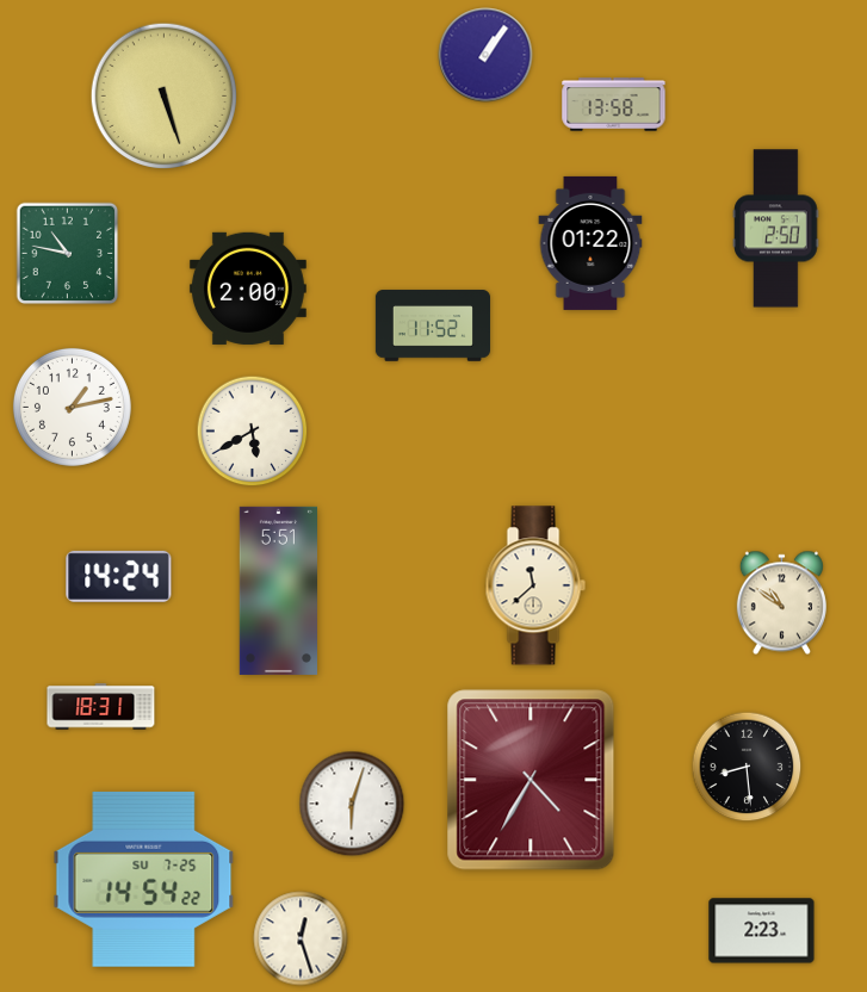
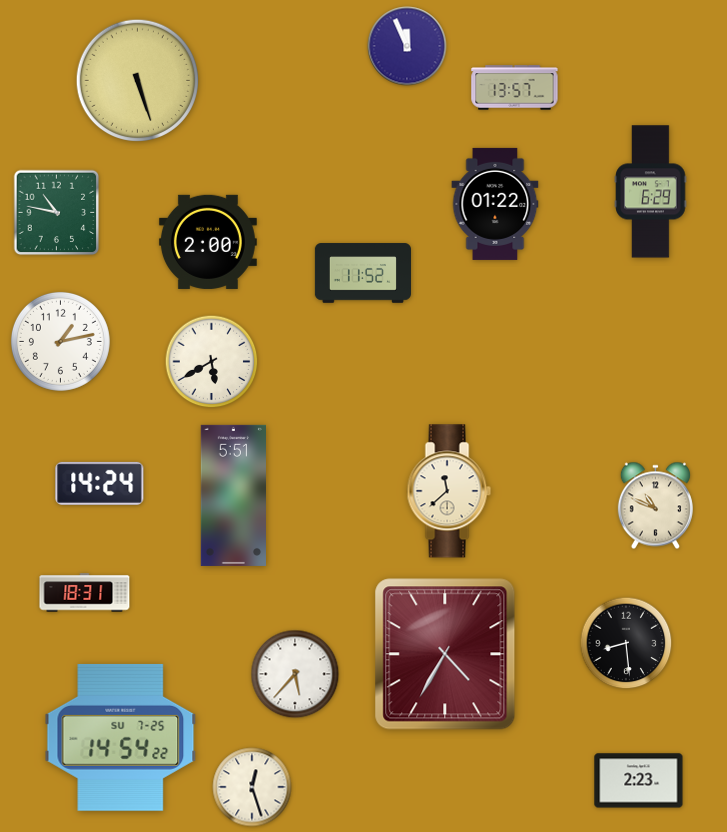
clock at (485, 55): 1:06 -> 11:56
clock at (614, 105): 13:58 -> 13:57
clock at (776, 229): 2:50 -> 6:29
clock at (781, 603): 10:51 -> 10:49
clock at (352, 804): 6:03 -> 5:37
